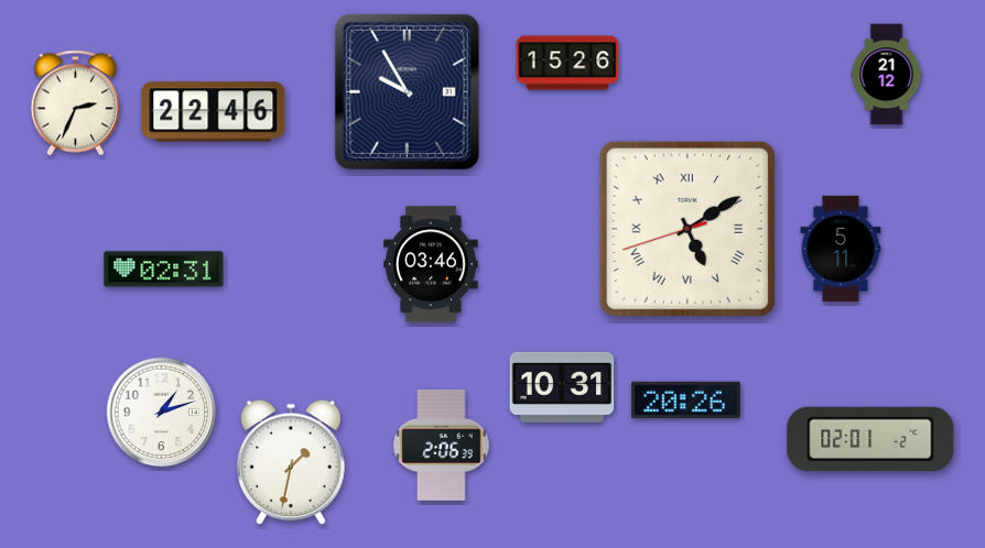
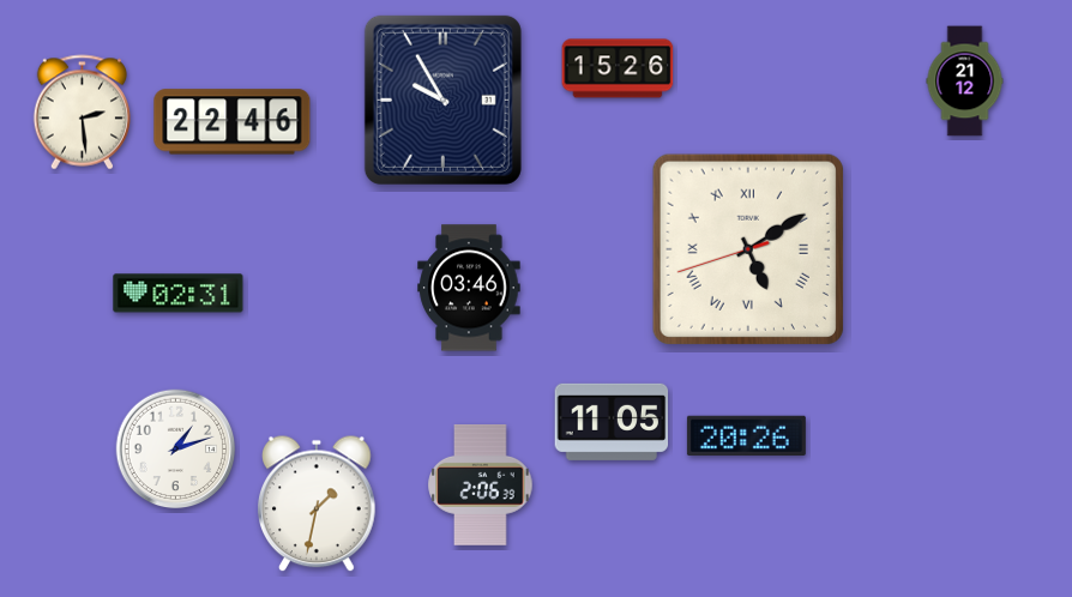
clock at (75, 103): 2:34 -> 2:29
clock at (841, 249): 5:11 -> none
clock at (562, 387): 10:31 -> 11:05
clock at (870, 439): 02:01 -> none
